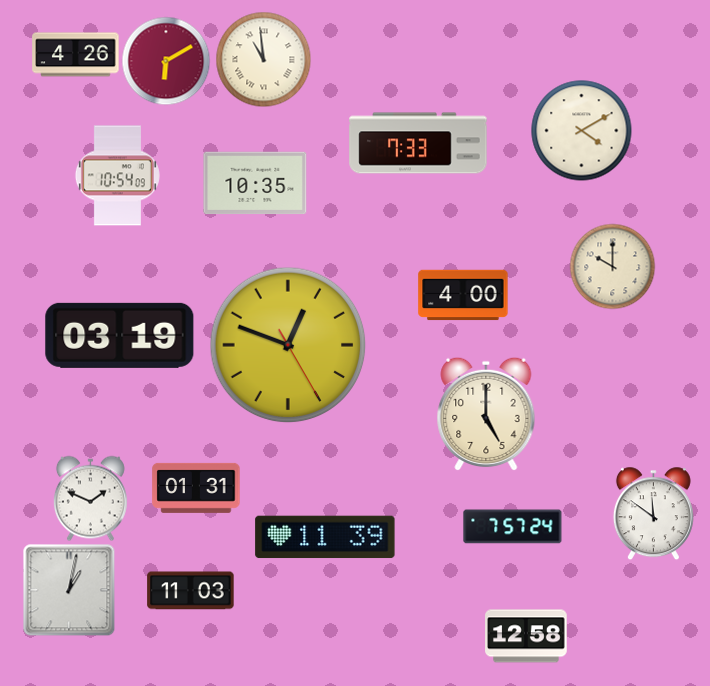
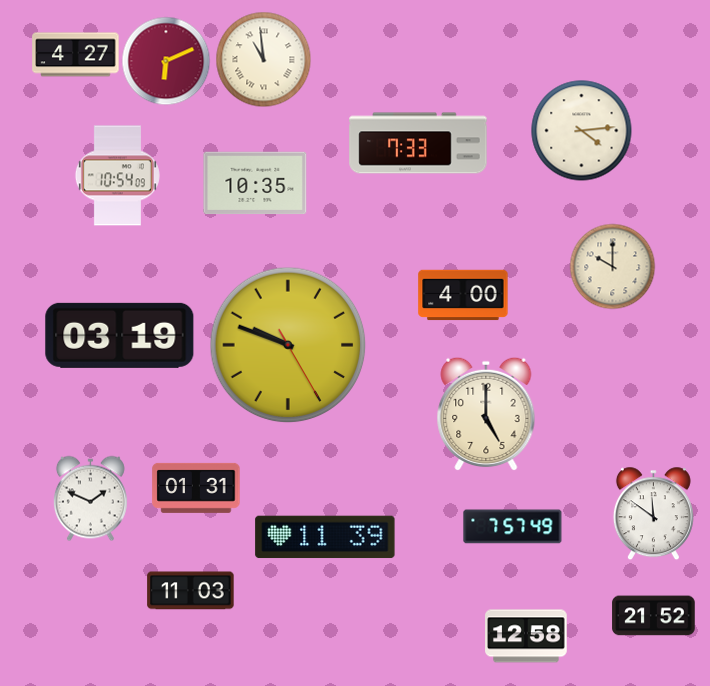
clock at (76, 55): 4:26 -> 4:27
clock at (166, 61): 6:10 -> 6:11
clock at (582, 131): 4:10 -> 4:14
clock at (288, 345): 12:48 -> 9:48
clock at (513, 527): 7:57:24 -> 7:57:49
clock at (69, 590): 1:02 -> none
clock at (654, 616): none -> 21:52
